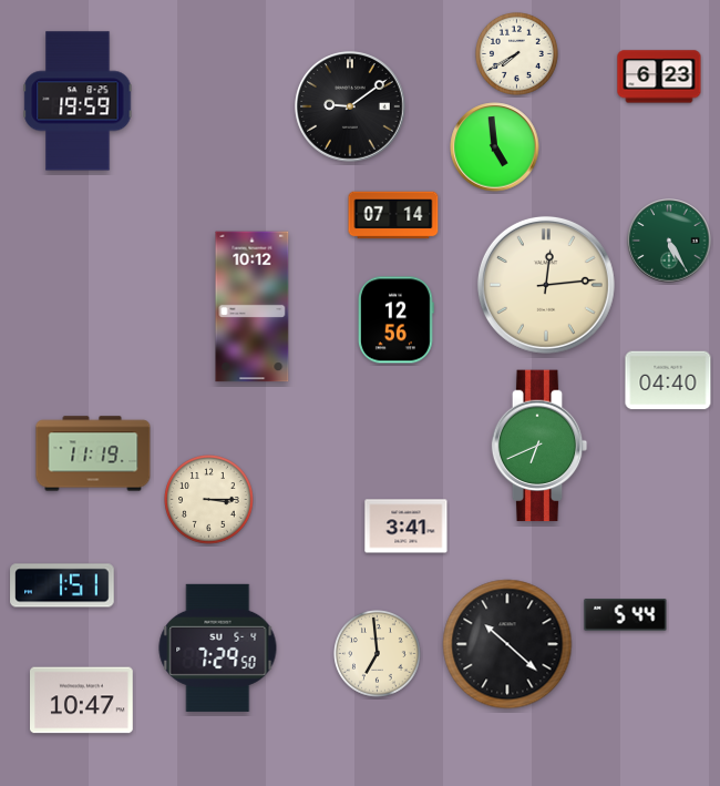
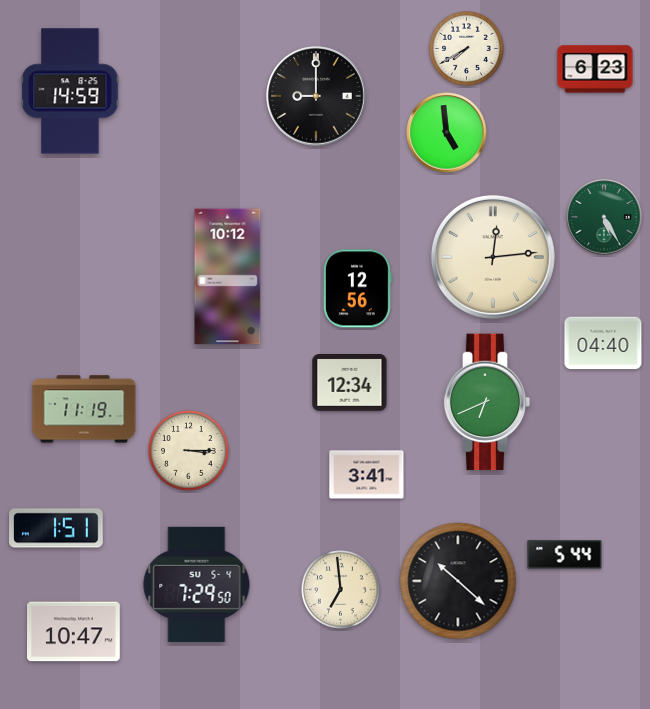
clock at (78, 101): 19:59 -> 14:59
clock at (350, 106): 9:09 -> 9:00
clock at (393, 215): 07:14 -> none
clock at (350, 383): none -> 12:34
